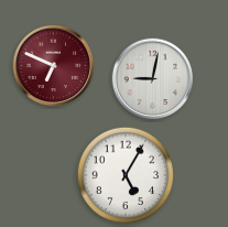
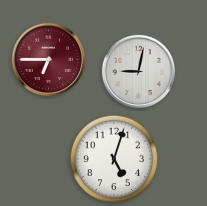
clock at (54, 66): 6:49 -> 6:45
clock at (126, 175): 5:05 -> 5:03
